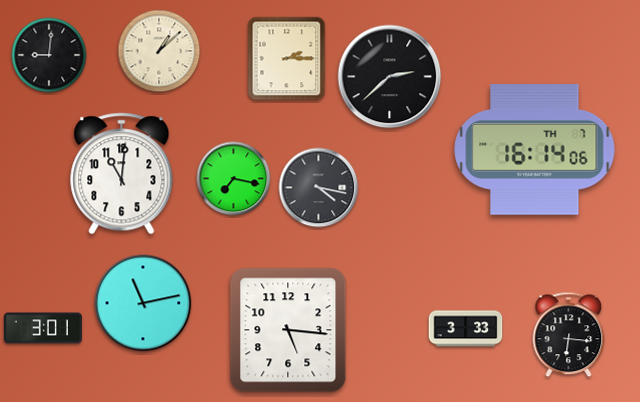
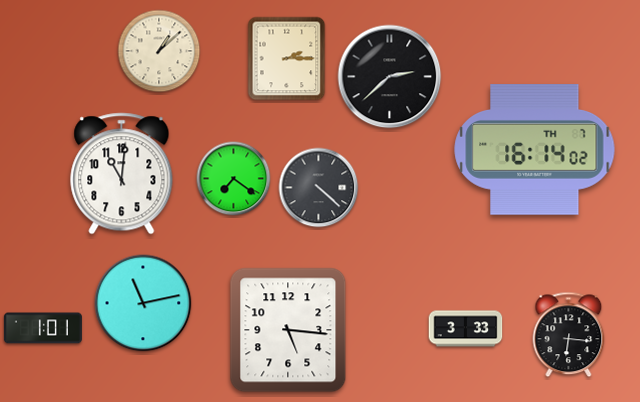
clock at (49, 55): 9:01 -> none
clock at (535, 150): 16:14:06 -> 16:14:02
clock at (234, 179): 7:17 -> 7:21
clock at (319, 188): 4:17 -> 4:22
clock at (43, 328): 3:01 -> 1:01
